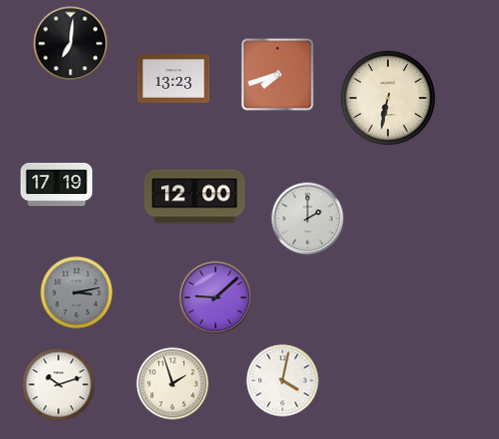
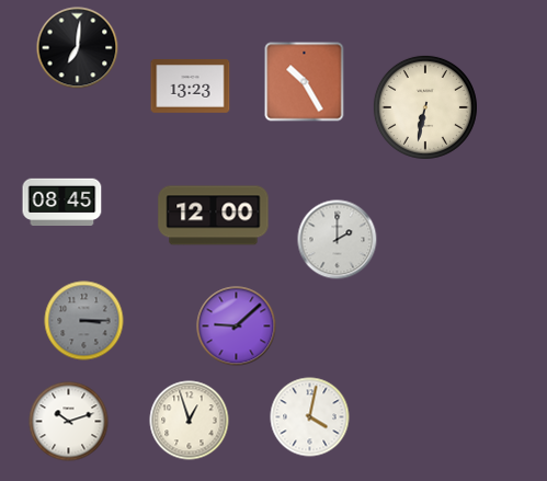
clock at (278, 75): 7:42 -> 10:25
clock at (57, 184): 17:19 -> 08:45
clock at (77, 293): 3:13 -> 3:15
clock at (173, 384): 1:57 -> 12:57
clock at (59, 385) position: (59, 385) -> (69, 422)
